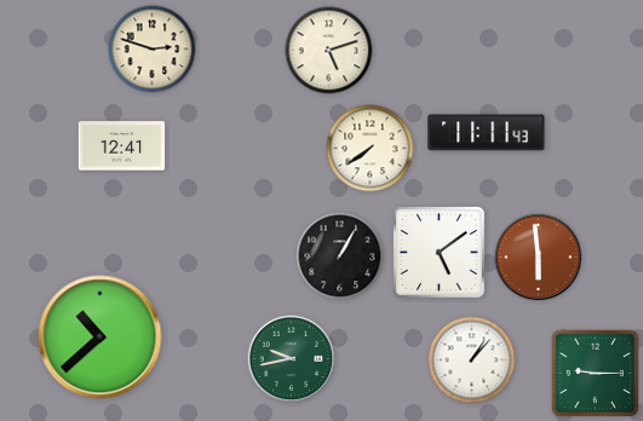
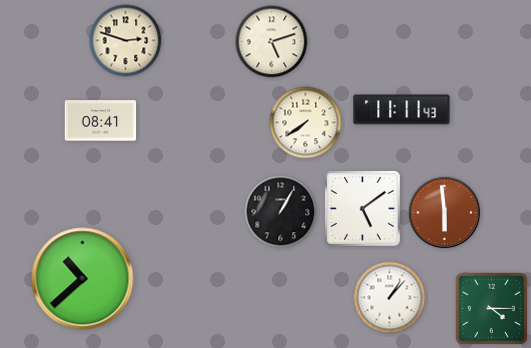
clock at (122, 146): 12:41 -> 08:41
clock at (292, 359): 9:43 -> none
clock at (595, 373): 9:15 -> 4:15
